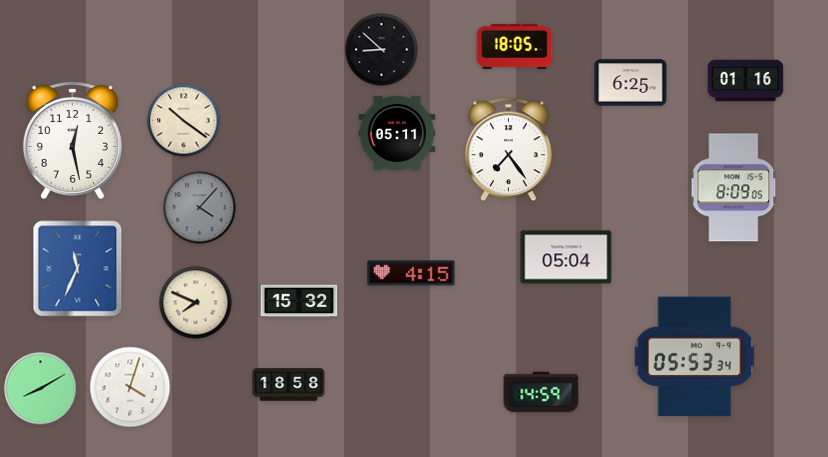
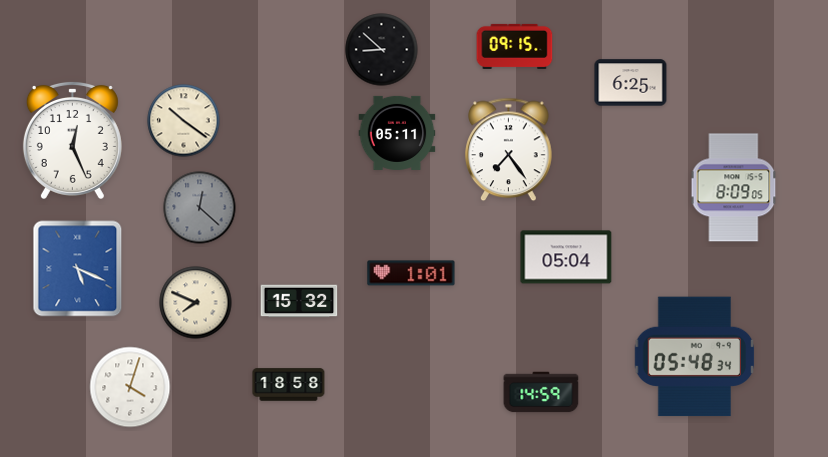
clock at (515, 46): 18:05 -> 09:15
clock at (746, 81): 01:16 -> none
clock at (72, 140): 12:28 -> 12:26
clock at (200, 208): 4:07 -> 12:22
clock at (78, 269): 11:34 -> 5:19
clock at (411, 273): 4:15 -> 1:01
clock at (695, 357): 05:53 -> 05:48
clock at (41, 389): 8:10 -> none
